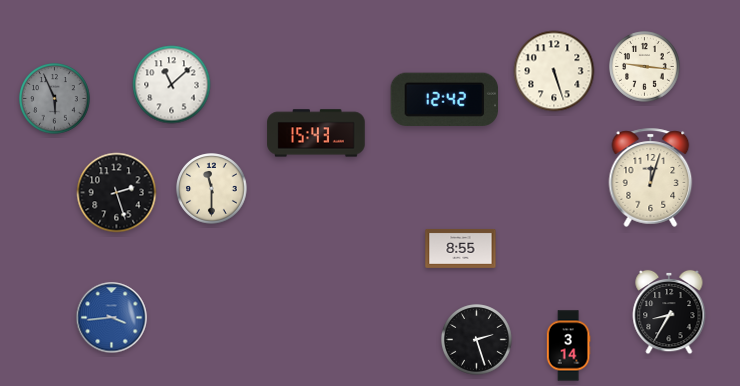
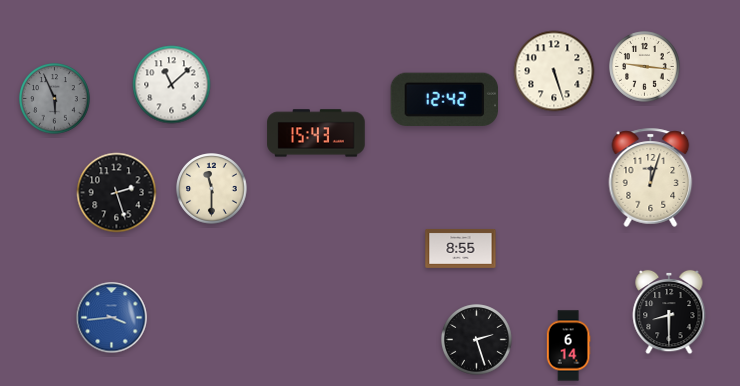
clock at (669, 312): 8:35 -> 8:30
clock at (568, 346): 3:14 -> 6:14
